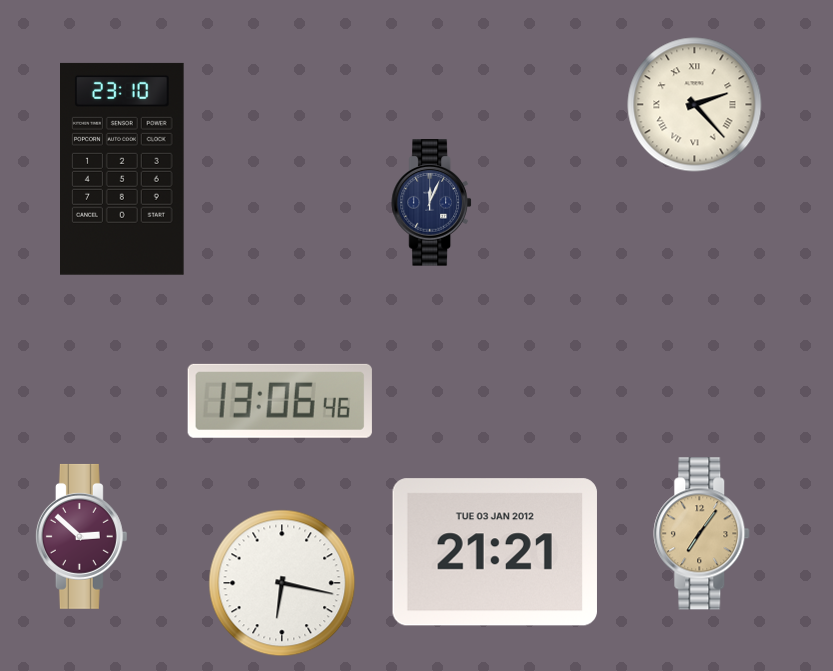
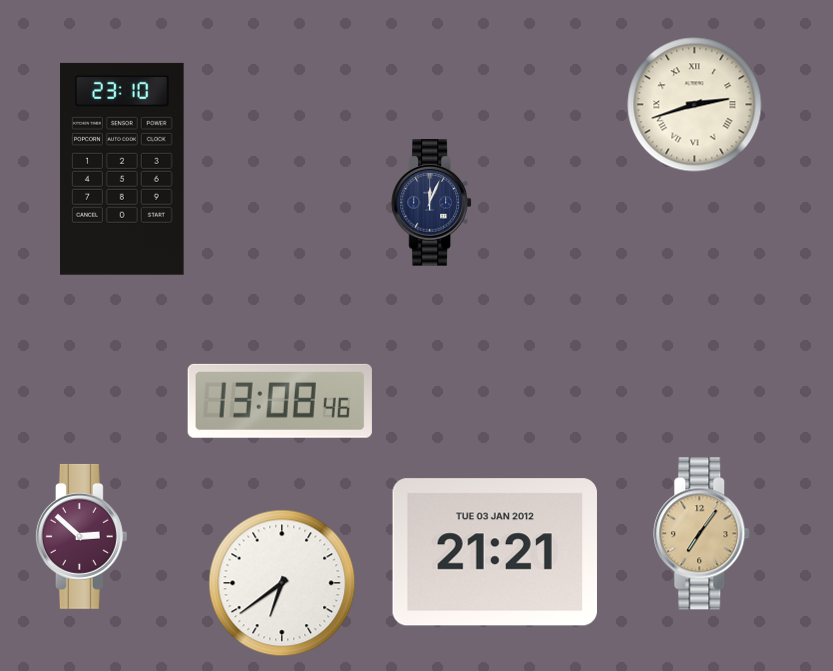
clock at (695, 105): 2:23 -> 2:42
clock at (280, 401): 13:06 -> 13:08
clock at (282, 583): 6:17 -> 6:39
